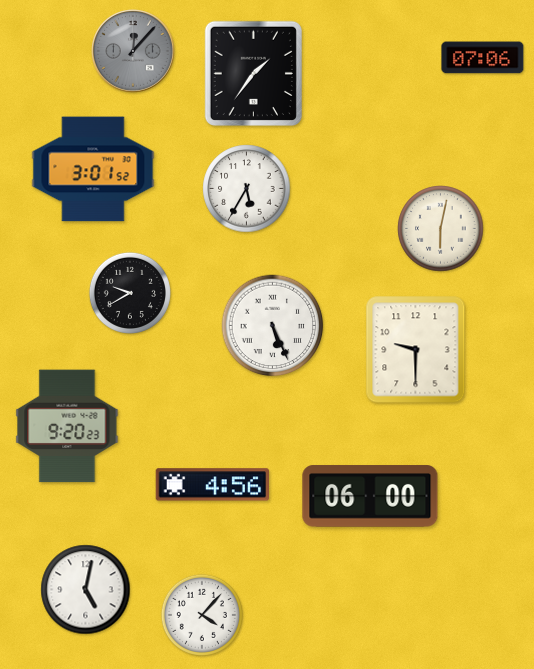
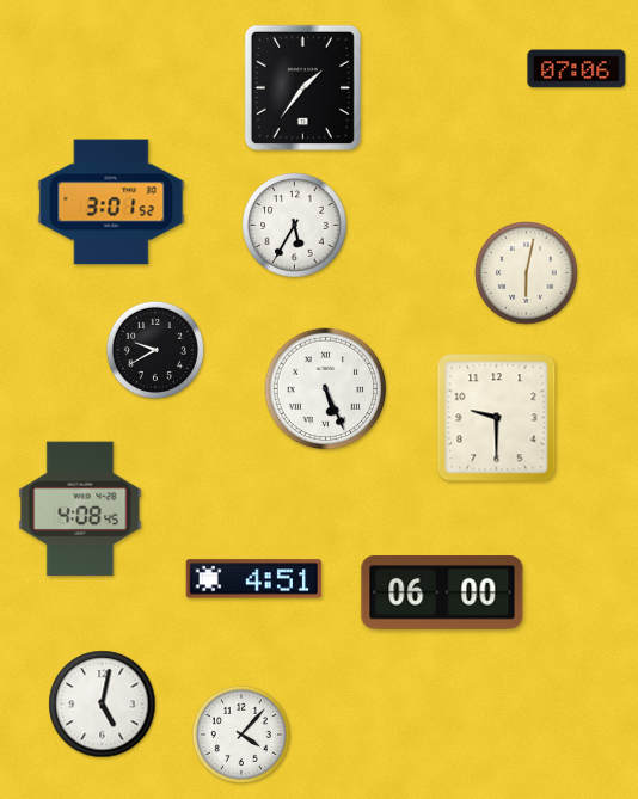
clock at (134, 52): 12:07 -> none
clock at (67, 426): 9:20 -> 4:08
clock at (213, 485): 4:56 -> 4:51
